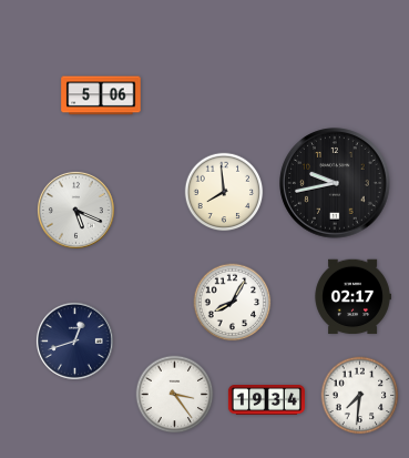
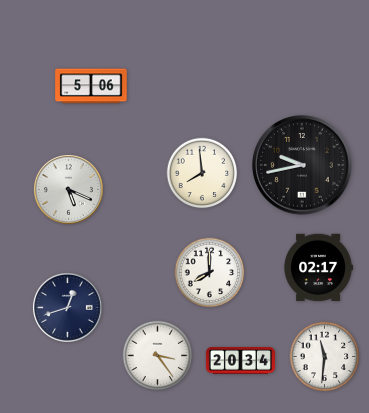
clock at (233, 303): 8:05 -> 8:00
clock at (360, 396): 7:31 -> 11:31
clock at (266, 400): 19:34 -> 20:34
